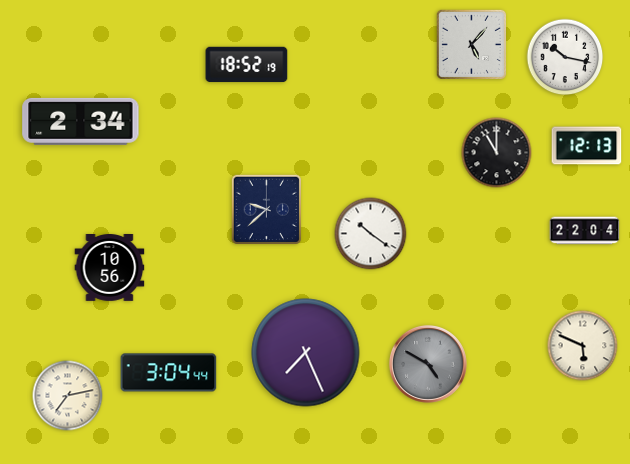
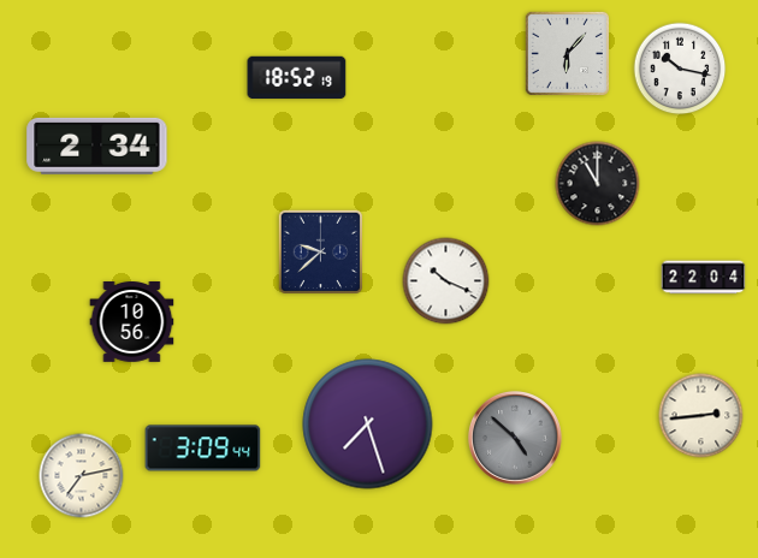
clock at (471, 44): 5:07 -> 6:07
clock at (587, 146): 12:13 -> none
clock at (371, 234): 10:21 -> 10:19
clock at (583, 346): 5:49 -> 2:44
clock at (306, 353): 7:26 -> 7:27
clock at (428, 364): 4:50 -> 4:52
clock at (169, 373): 3:04 -> 3:09
